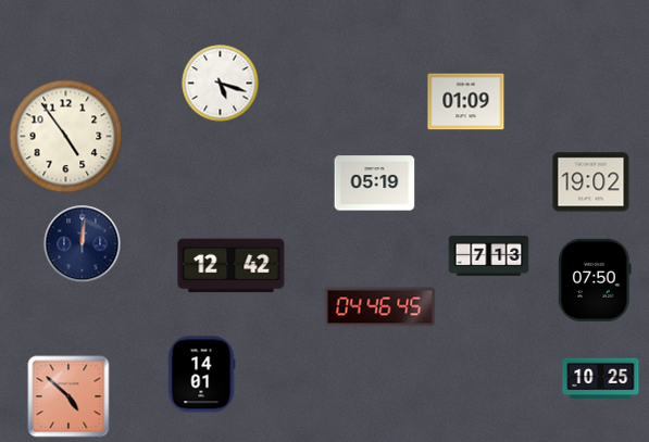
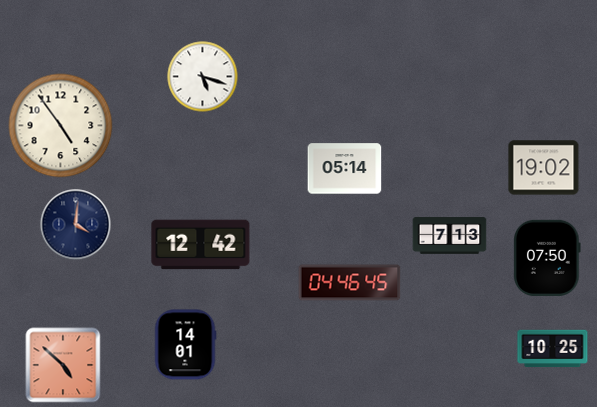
clock at (466, 102): 01:09 -> none
clock at (375, 184): 05:19 -> 05:14
clock at (83, 244): 12:01 -> 4:01
clock at (232, 266) position: (232, 266) -> (201, 245)
